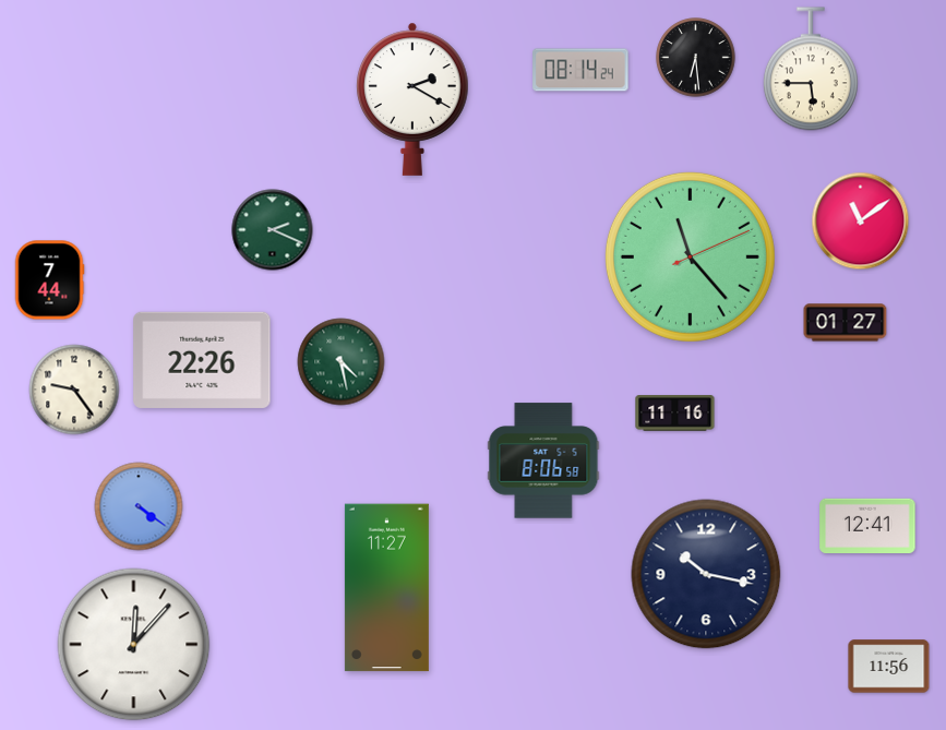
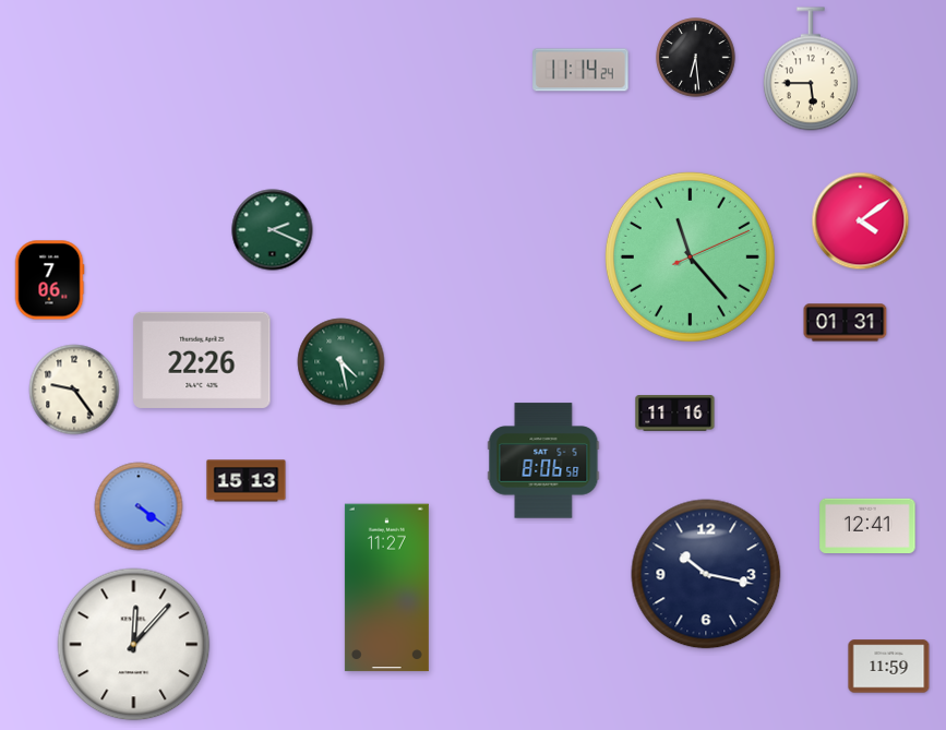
clock at (580, 70): 08:14 -> 11:14
clock at (412, 99): 2:20 -> none
clock at (861, 222): 11:09 -> 4:09
clock at (49, 280): 7:44 -> 7:06
clock at (846, 323): 01:27 -> 01:31
clock at (247, 481): none -> 15:13
clock at (889, 667): 11:56 -> 11:59
